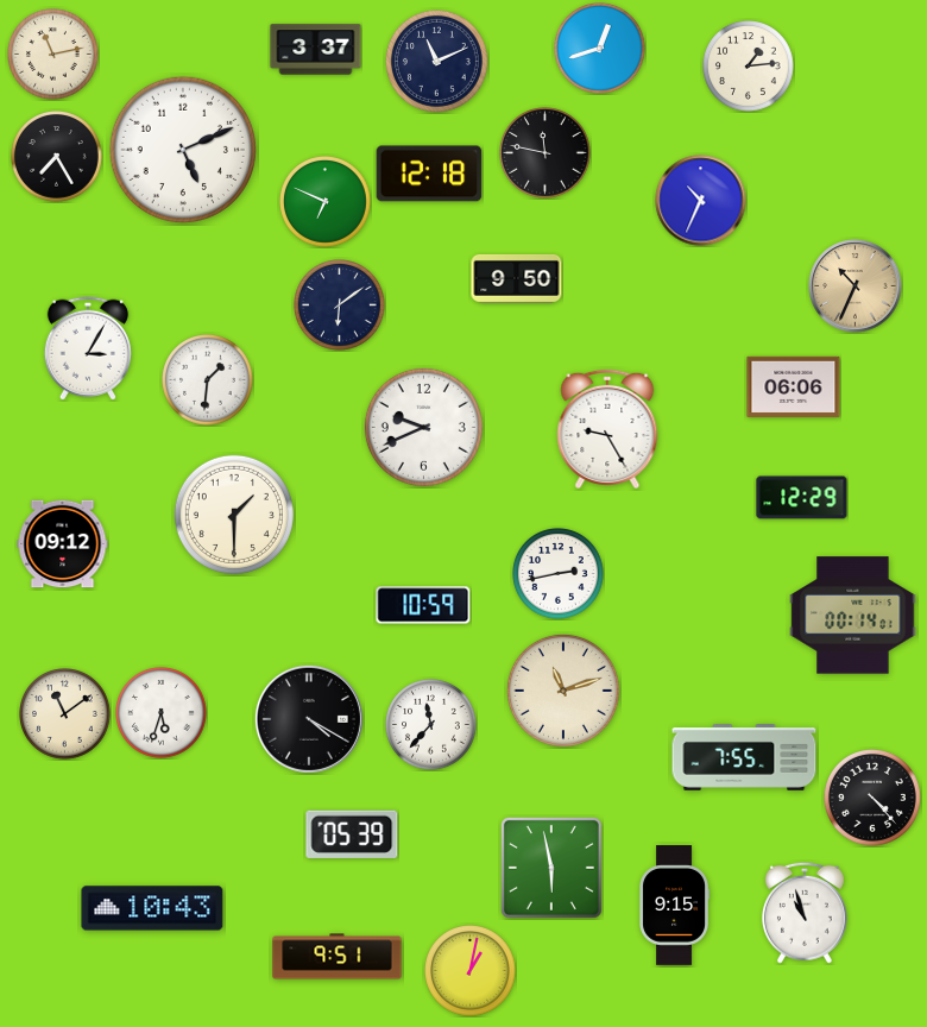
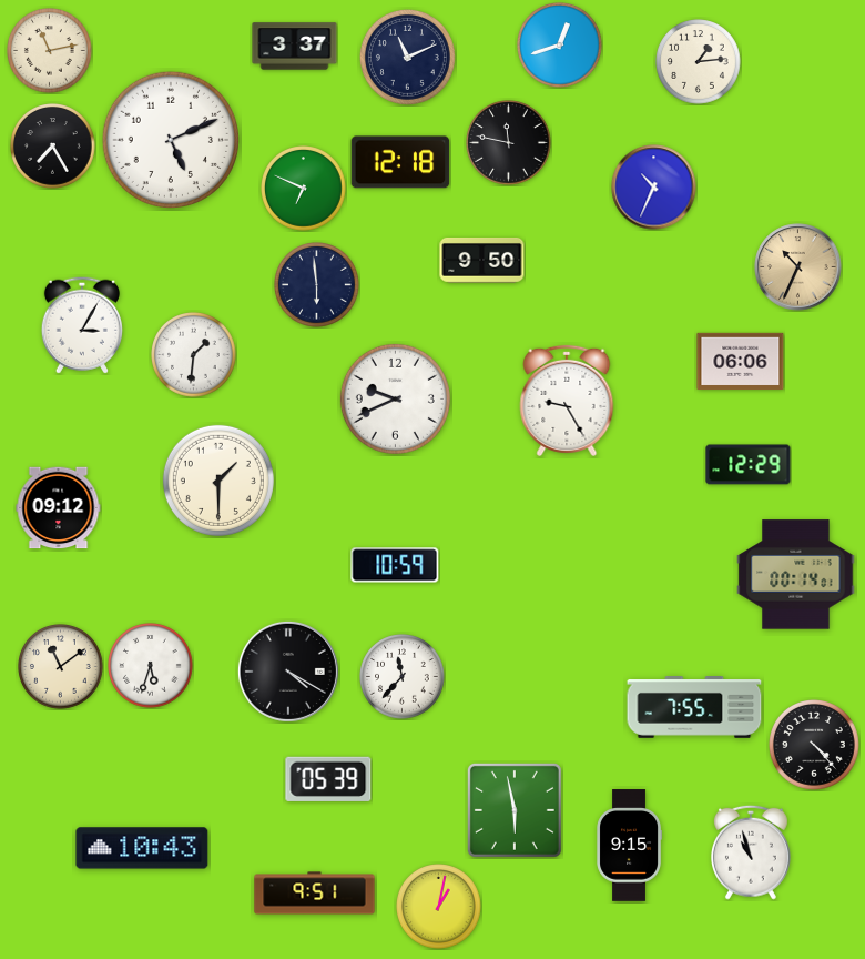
clock at (340, 305): 6:09 -> 5:59
clock at (559, 574): 2:43 -> none
clock at (563, 691): 11:12 -> none
